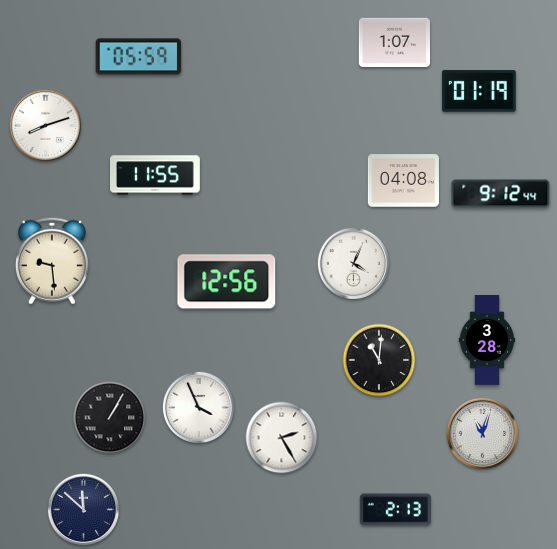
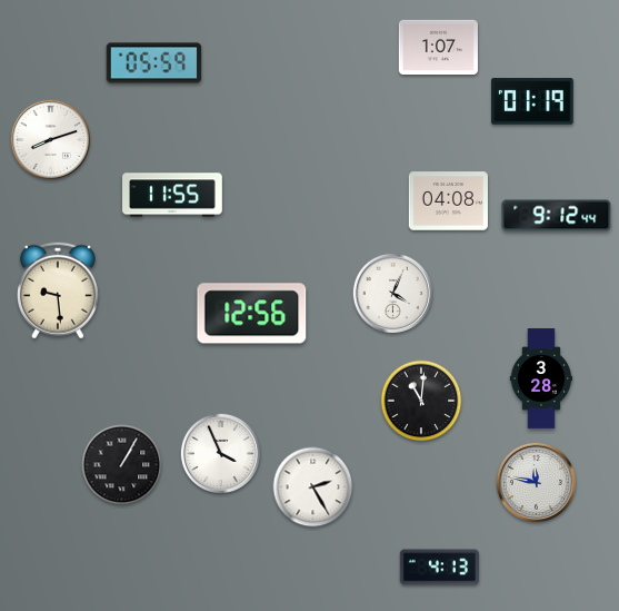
clock at (482, 433): 11:03 -> 11:47
clock at (83, 509): 11:52 -> none
clock at (395, 510): 2:13 -> 4:13
